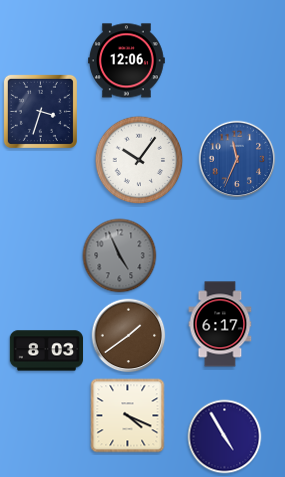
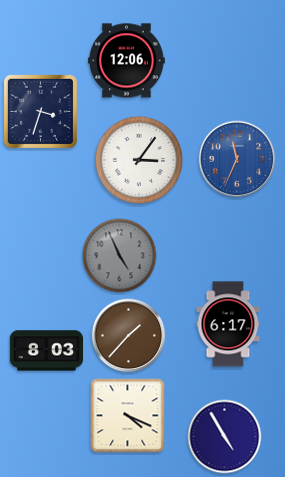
clock at (139, 160): 10:06 -> 3:06
clock at (220, 324) position: (220, 324) -> (228, 324)
clock at (129, 336): 1:39 -> 1:37
